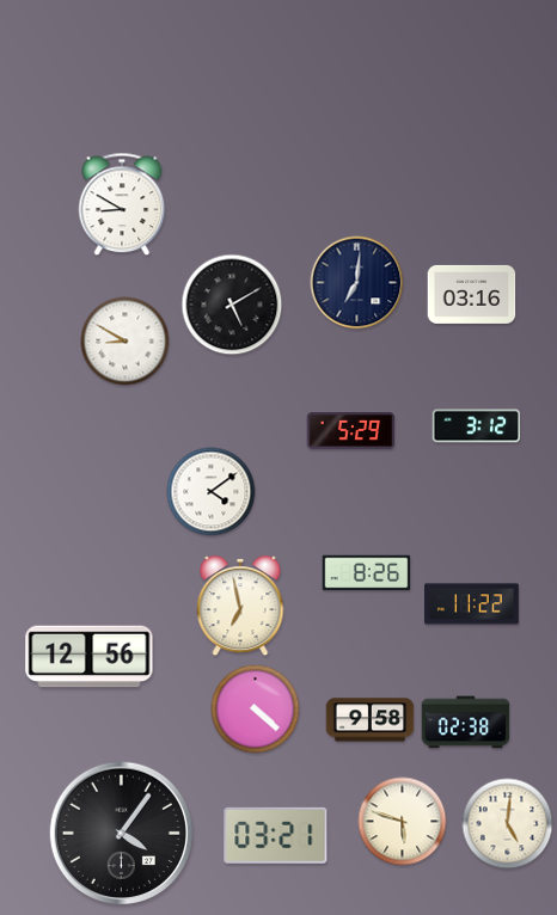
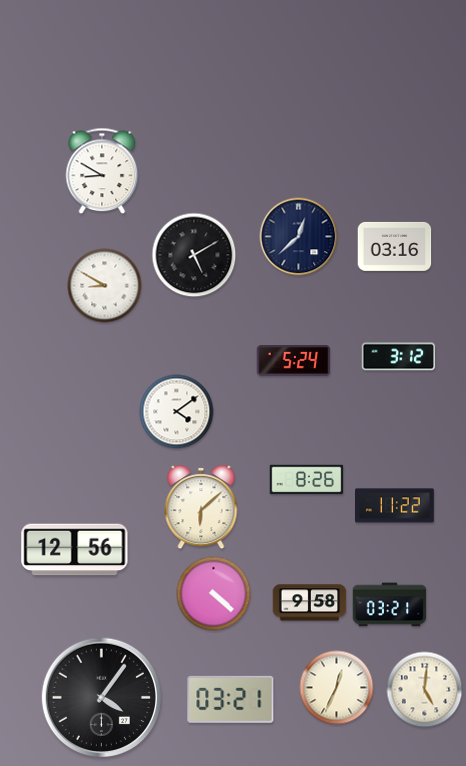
clock at (357, 283): 7:01 -> 12:38
clock at (351, 431): 5:29 -> 5:24
clock at (240, 607): 6:58 -> 6:08
clock at (466, 723): 02:38 -> 03:21
clock at (403, 822): 5:48 -> 12:34
